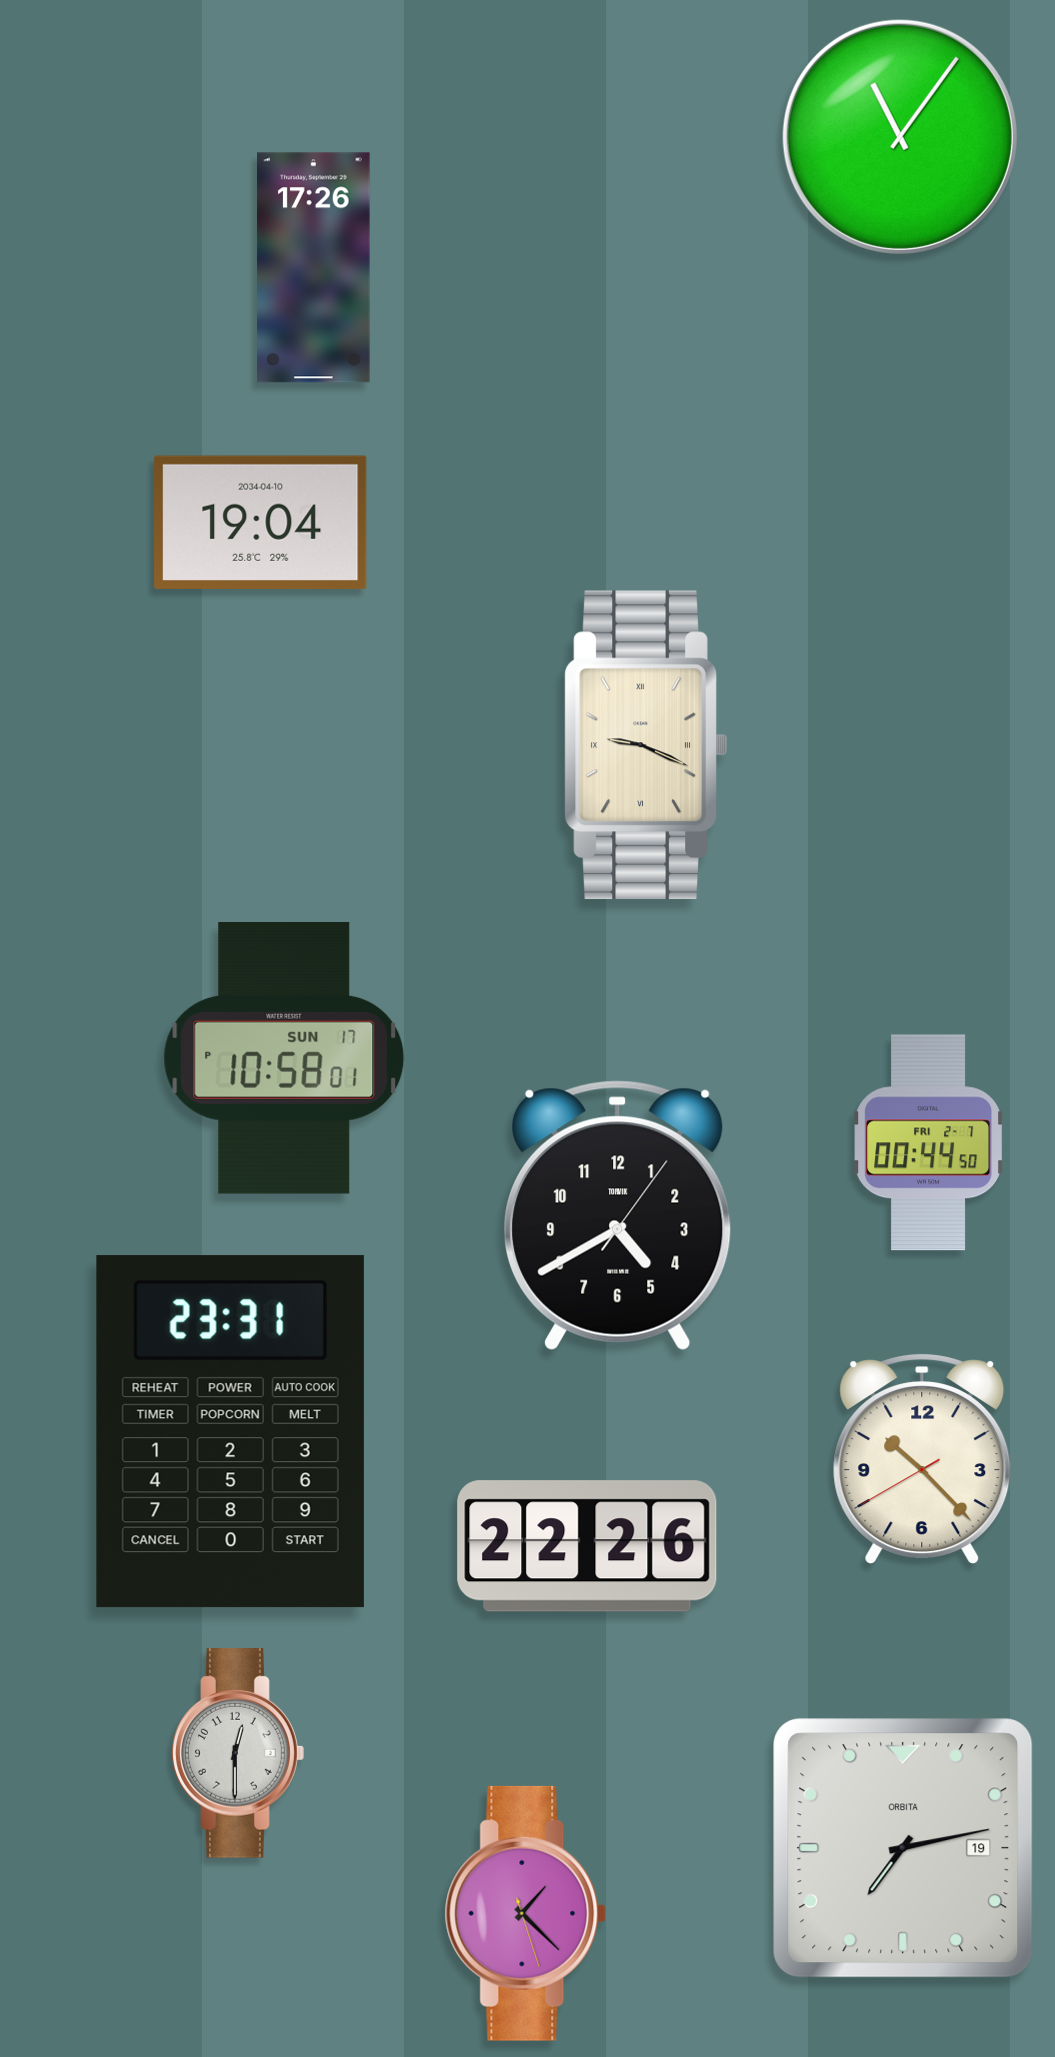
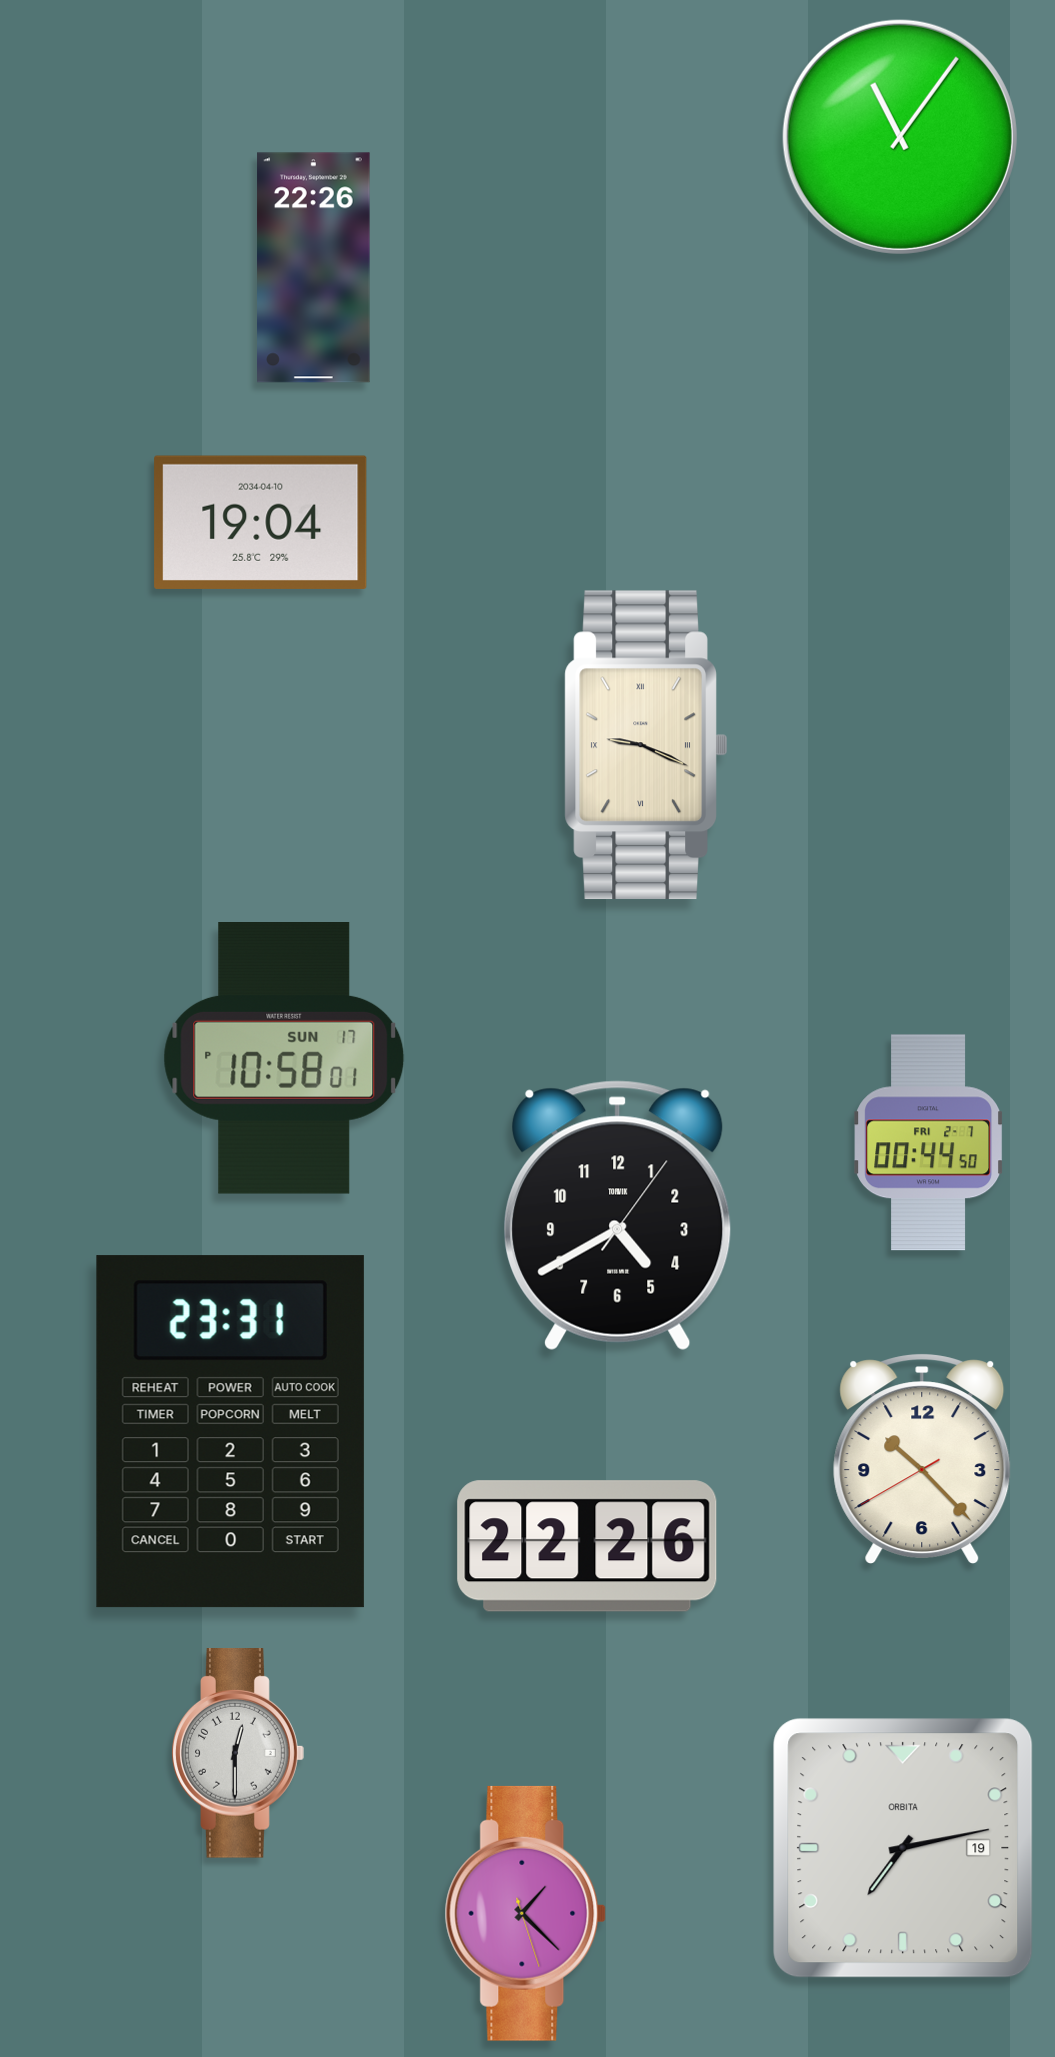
clock at (314, 268): 17:26 -> 22:26
